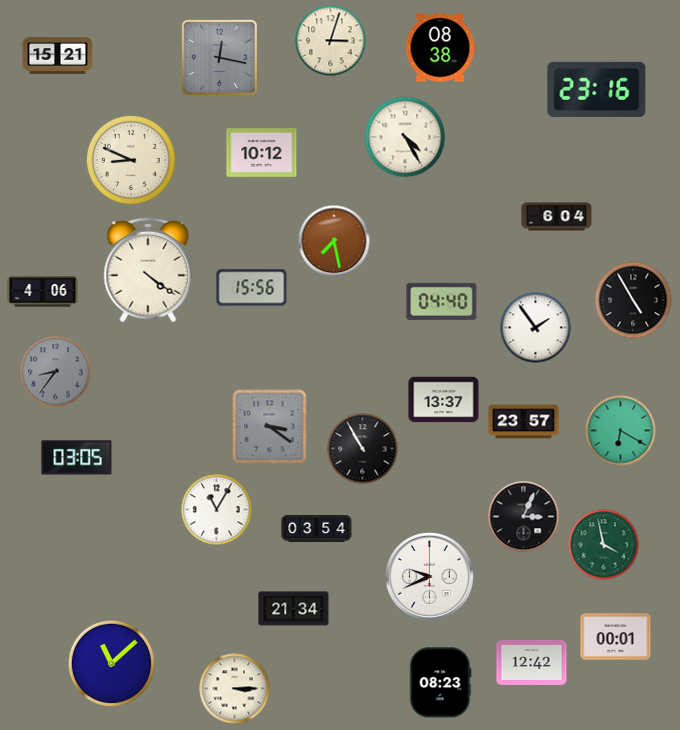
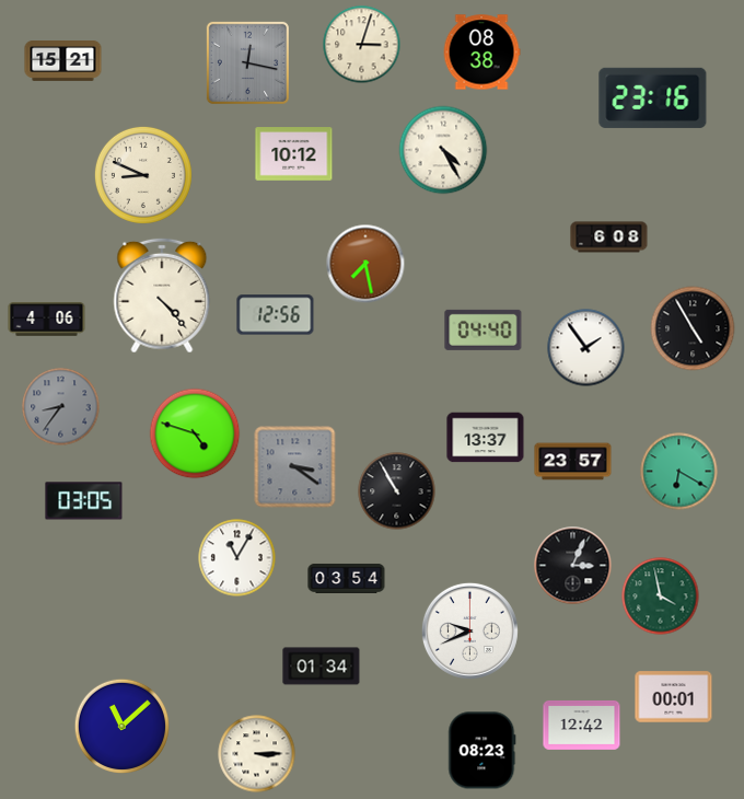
clock at (219, 57) position: (219, 57) -> (247, 62)
clock at (262, 153) position: (262, 153) -> (294, 154)
clock at (557, 217): 6:04 -> 6:08
clock at (148, 270): 4:21 -> 4:23
clock at (252, 288): 15:56 -> 12:56
clock at (536, 328) position: (536, 328) -> (586, 348)
clock at (195, 433): none -> 4:48
clock at (294, 609): 21:34 -> 01:34
clock at (441, 683) position: (441, 683) -> (483, 751)
